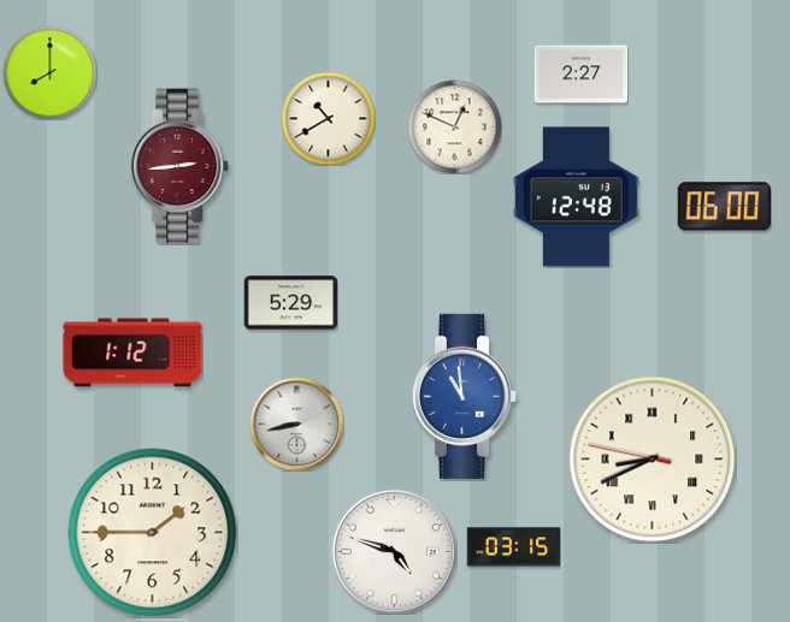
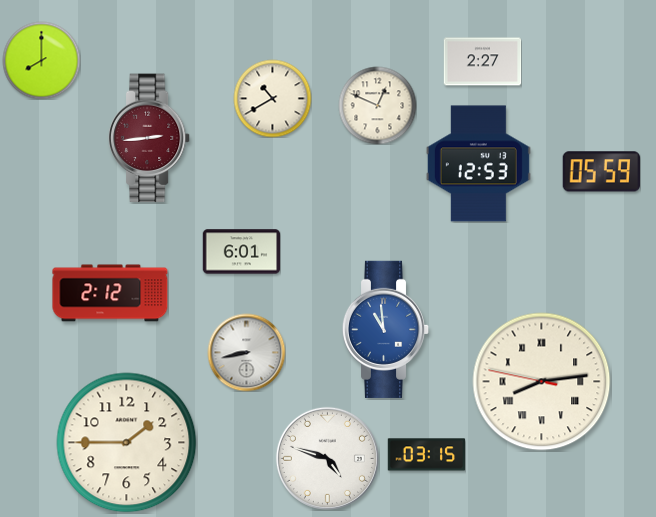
clock at (576, 197): 12:48 -> 12:53
clock at (724, 207): 06:00 -> 05:59
clock at (290, 303): 5:29 -> 6:01
clock at (132, 353): 1:12 -> 2:12
clock at (653, 460): 8:40 -> 8:13
